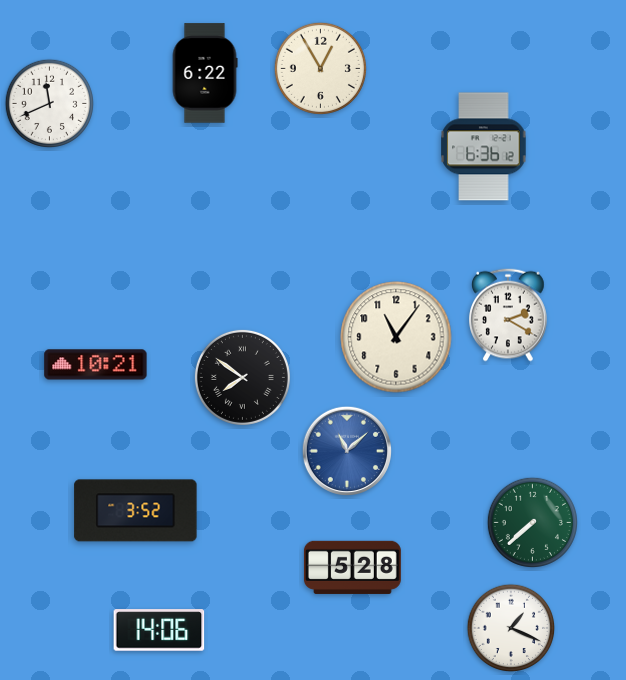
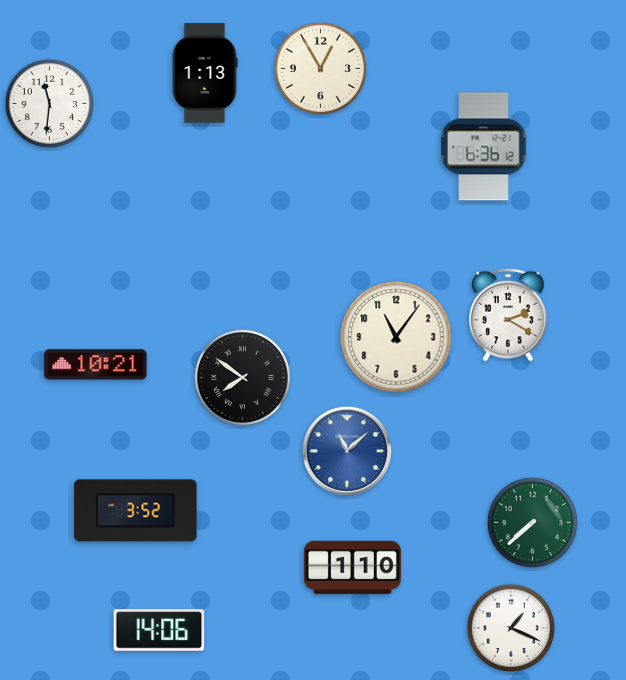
clock at (205, 73): 6:22 -> 1:13
clock at (50, 104): 11:41 -> 11:31
clock at (352, 567): 5:28 -> 1:10
